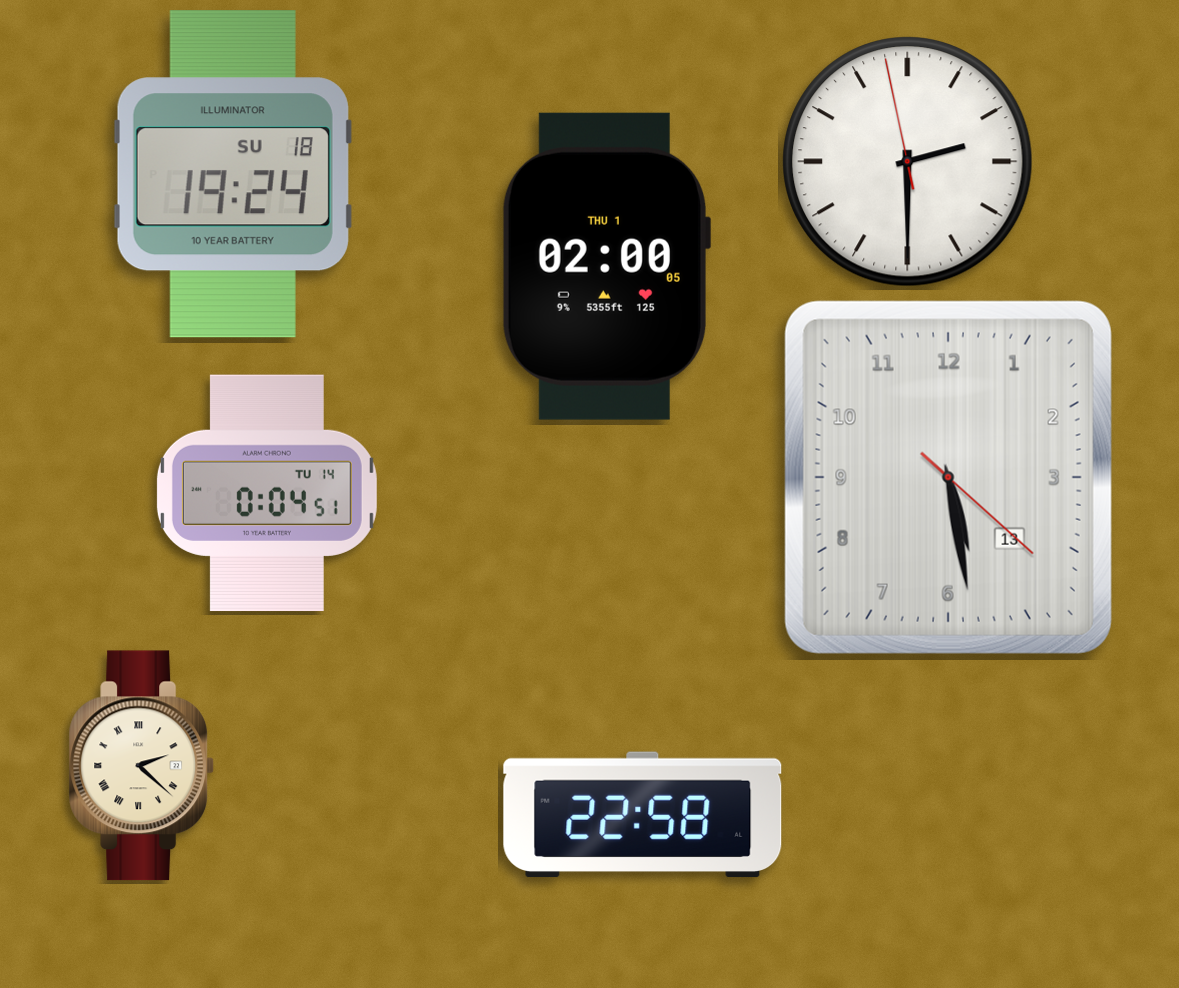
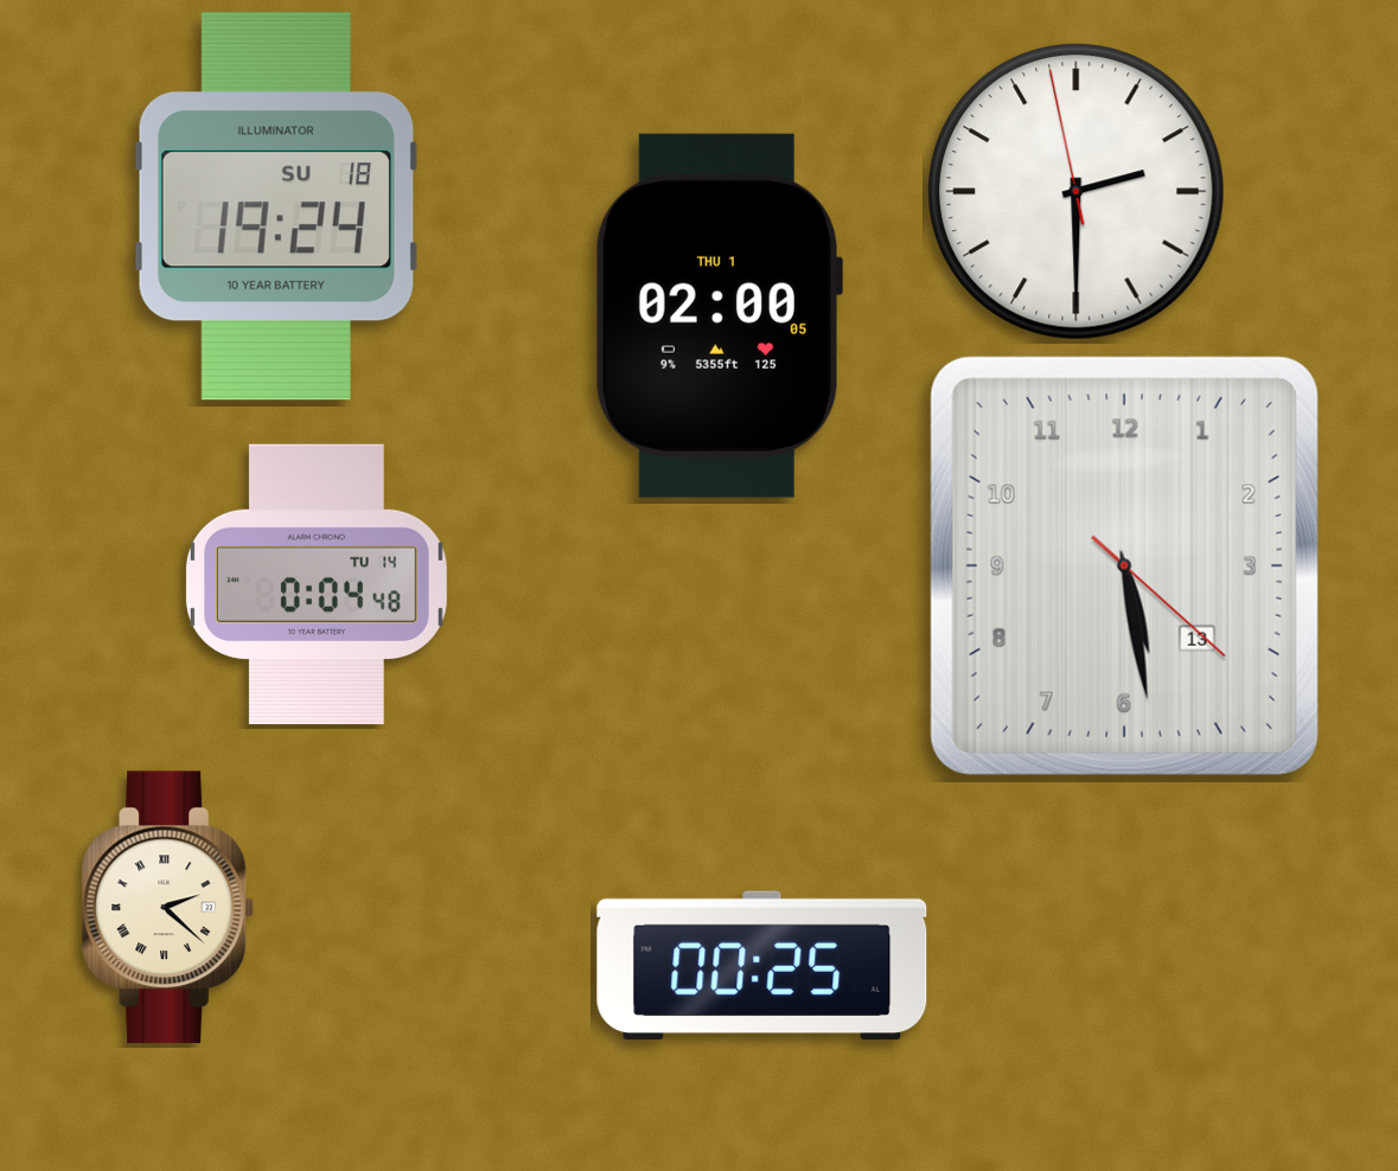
clock at (267, 493): 0:04:51 -> 0:04:48
clock at (643, 815): 22:58 -> 00:25
